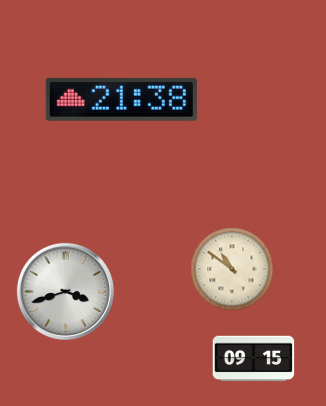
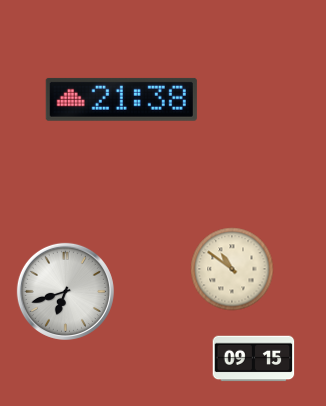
clock at (65, 291): 3:42 -> 6:42
